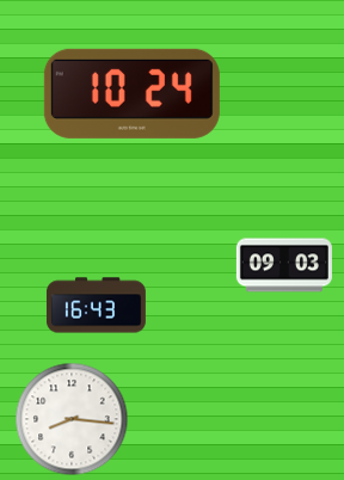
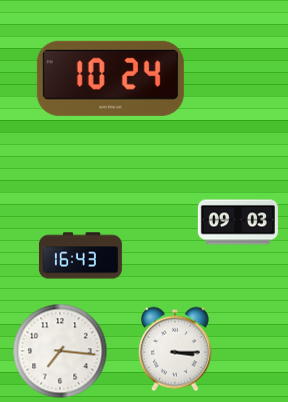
clock at (175, 349): none -> 3:15
clock at (72, 419): 8:16 -> 7:16
